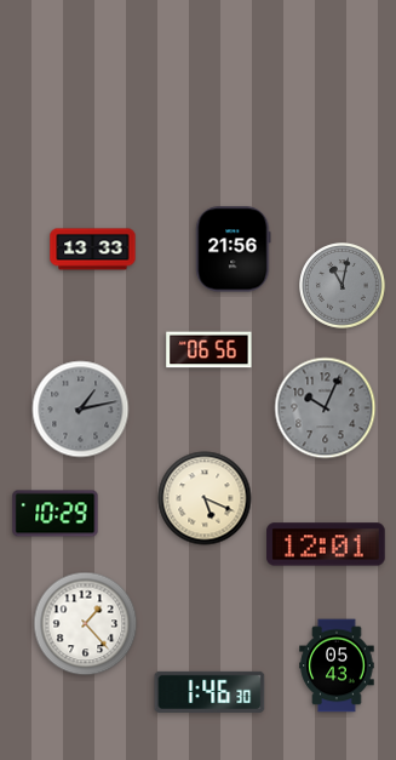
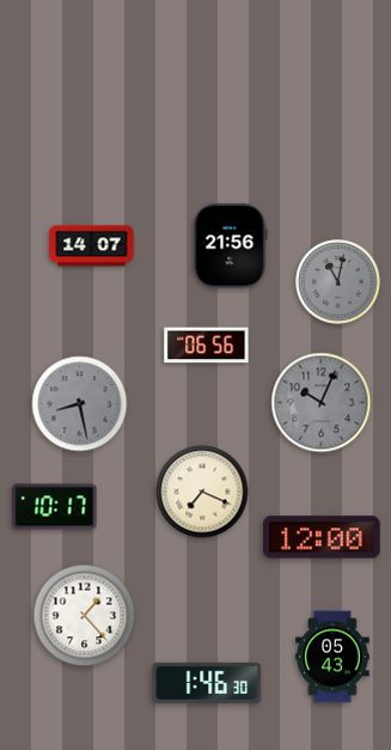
clock at (93, 250): 13:33 -> 14:07
clock at (81, 410): 1:13 -> 8:28
clock at (205, 498): 5:19 -> 7:19
clock at (56, 514): 10:29 -> 10:17
clock at (326, 544): 12:01 -> 12:00
